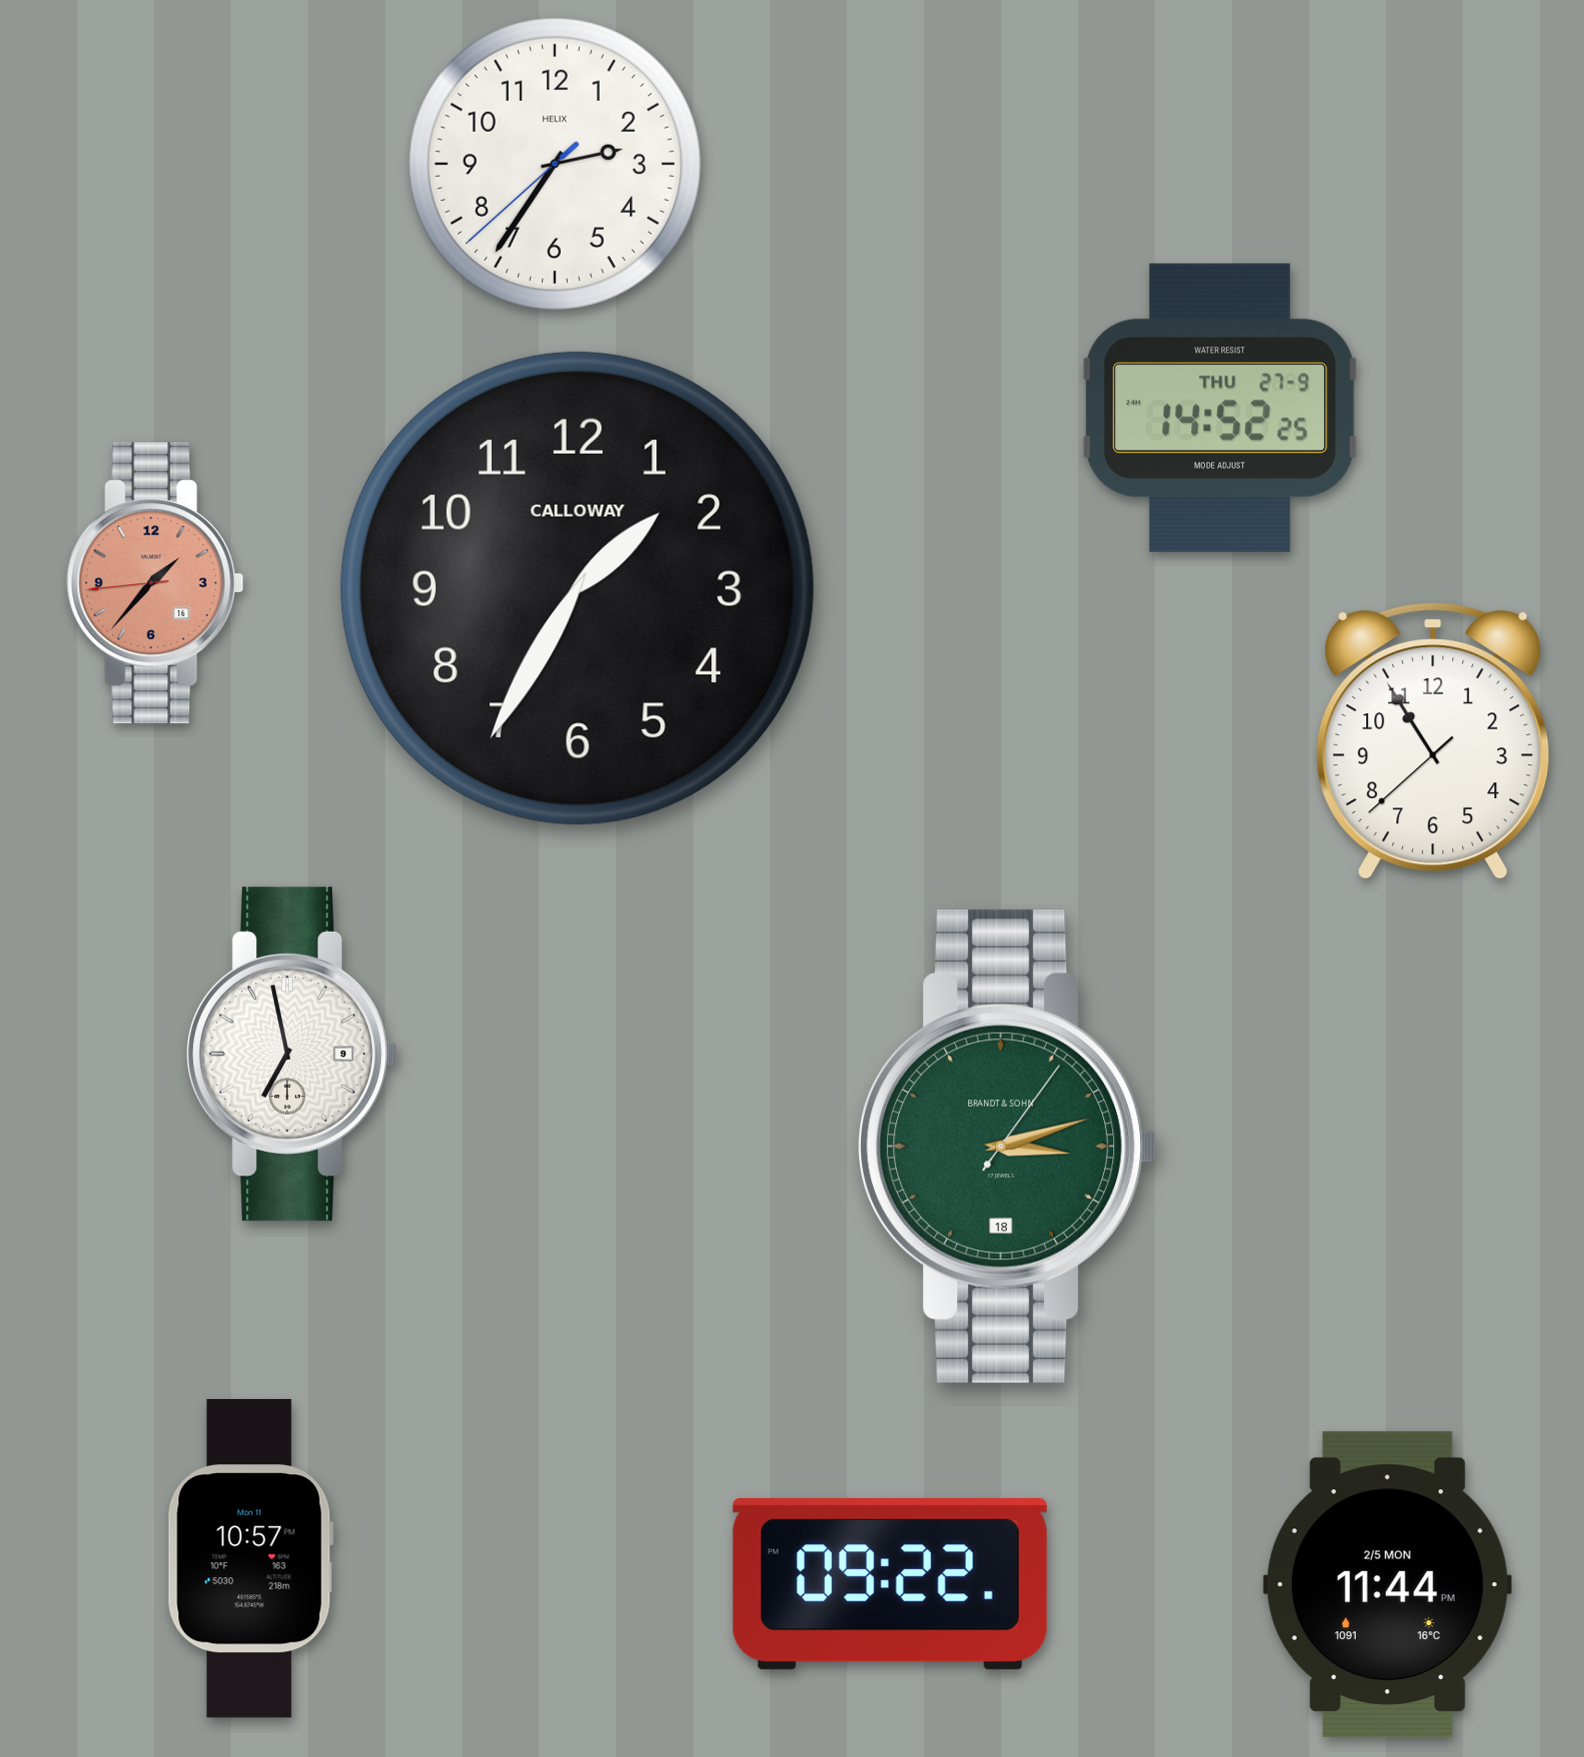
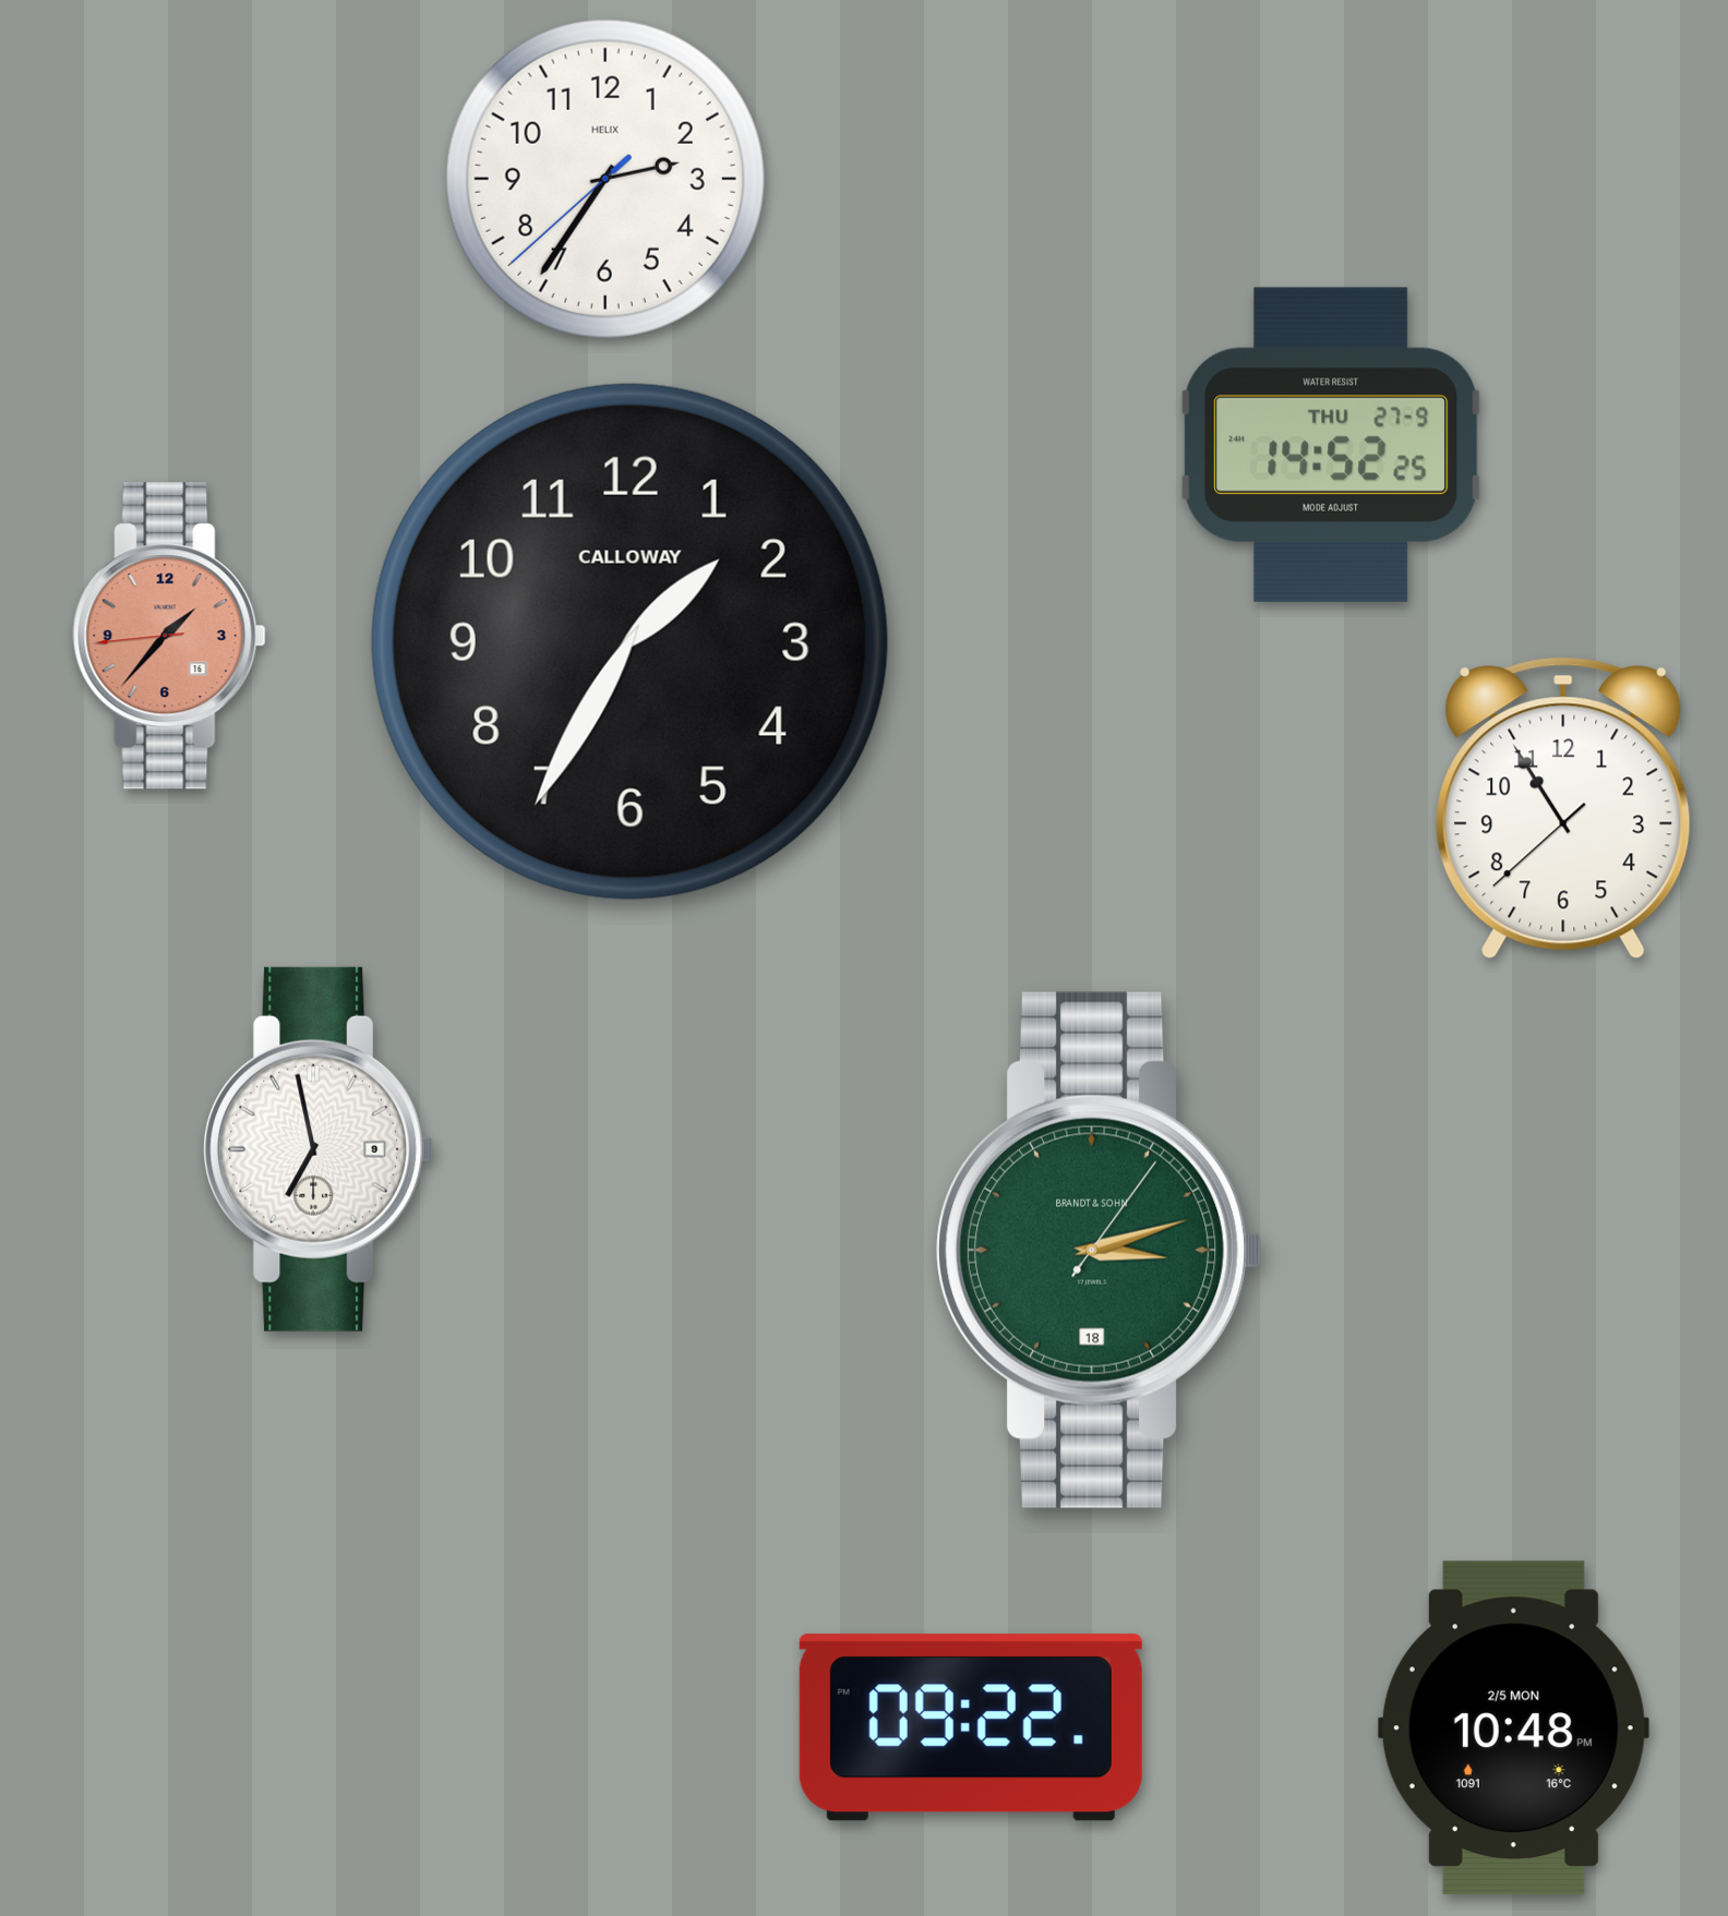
clock at (250, 1559): 10:57 -> none
clock at (1387, 1585): 11:44 -> 10:48
